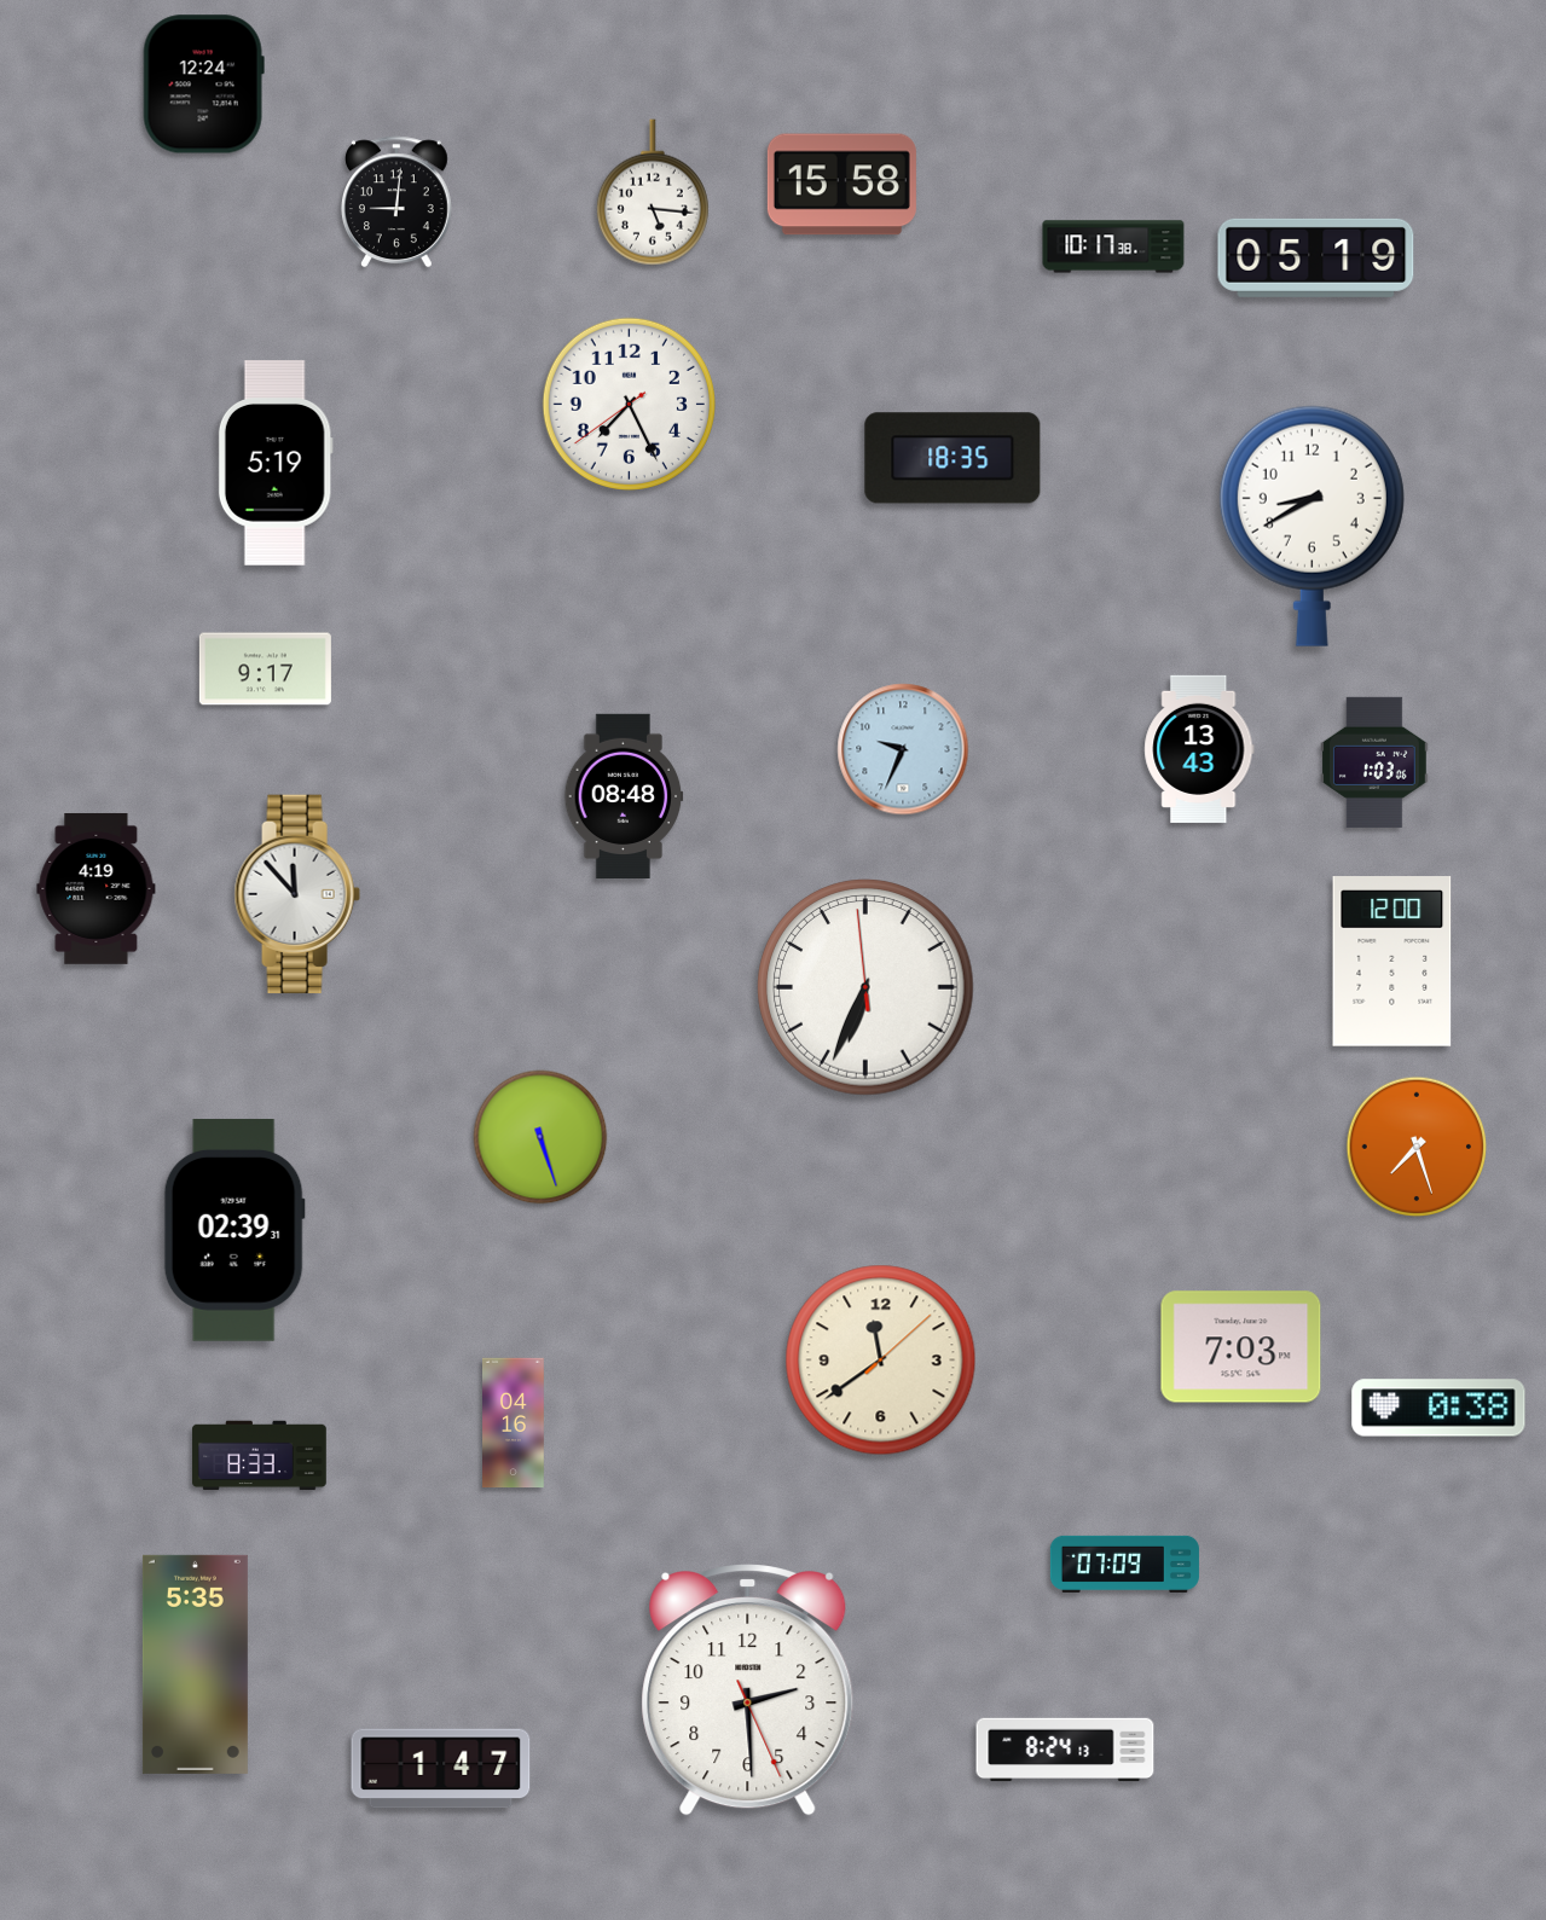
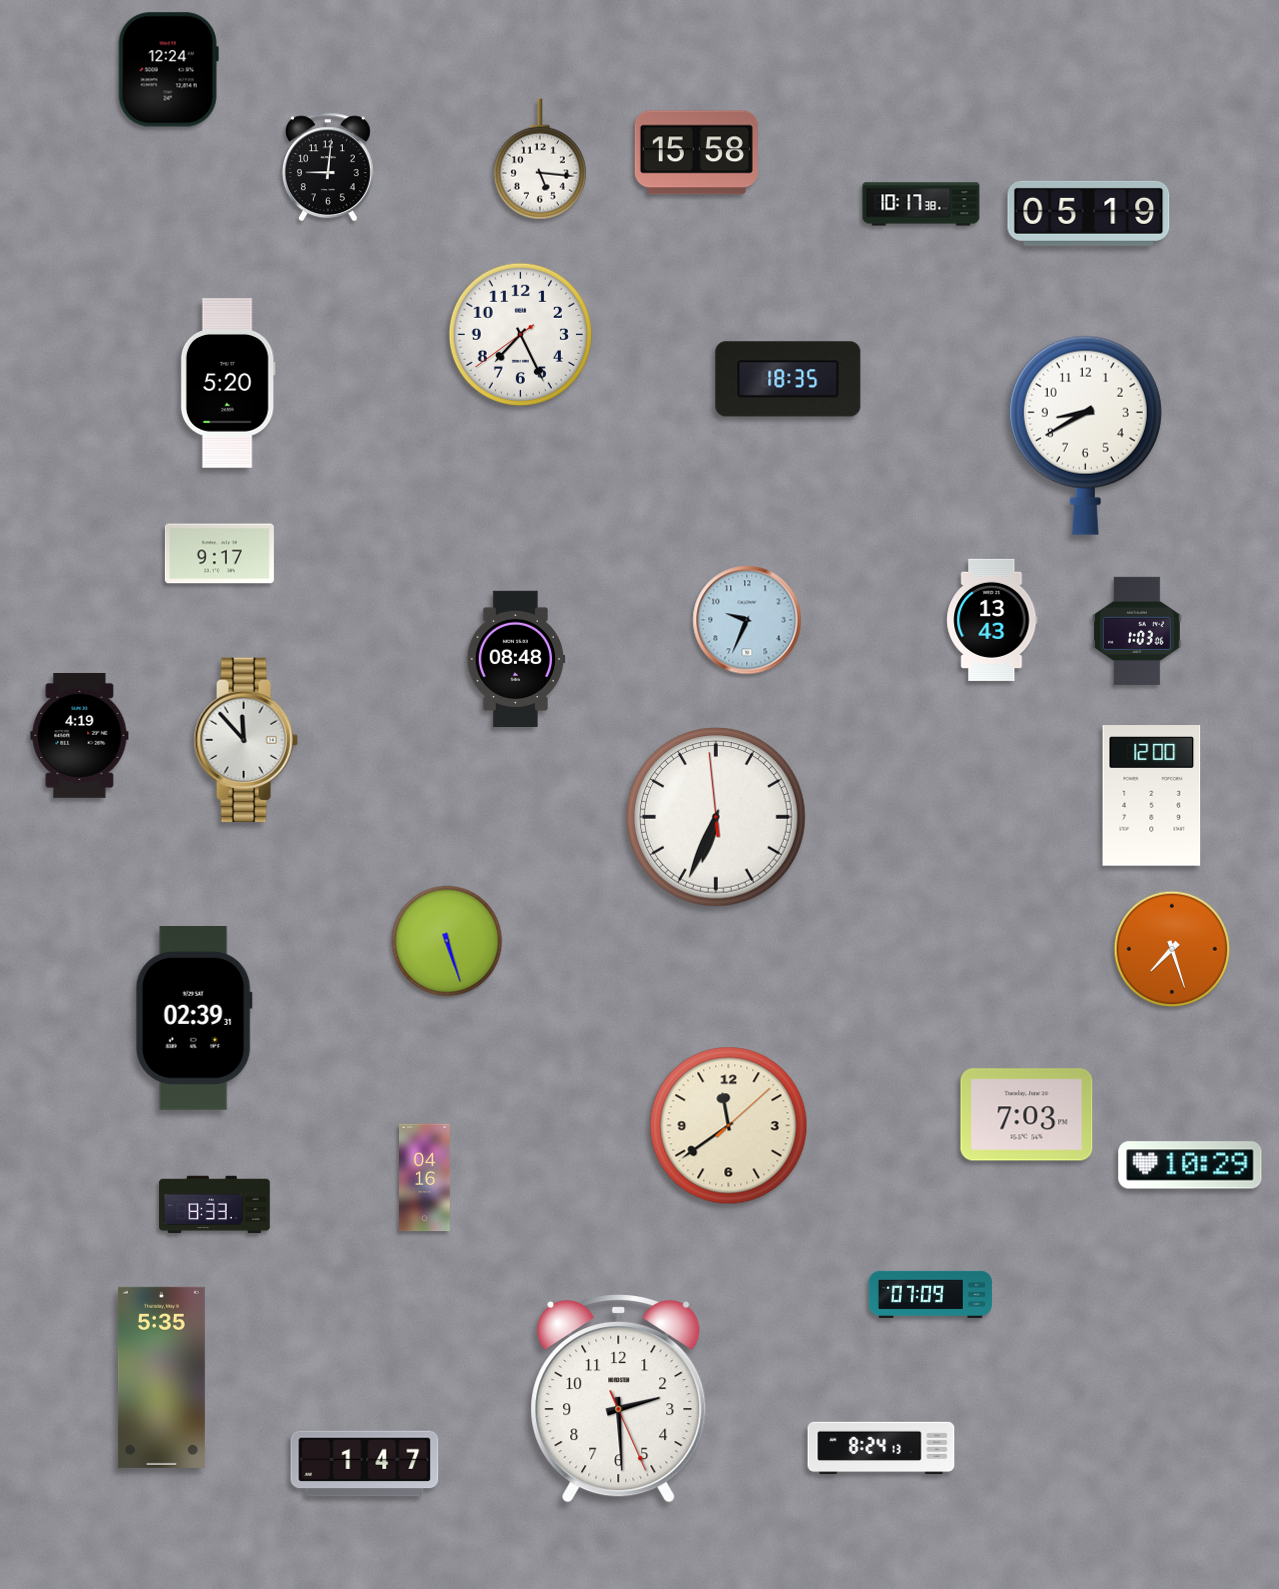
clock at (276, 463): 5:19 -> 5:20
clock at (1438, 1408): 0:38 -> 10:29
